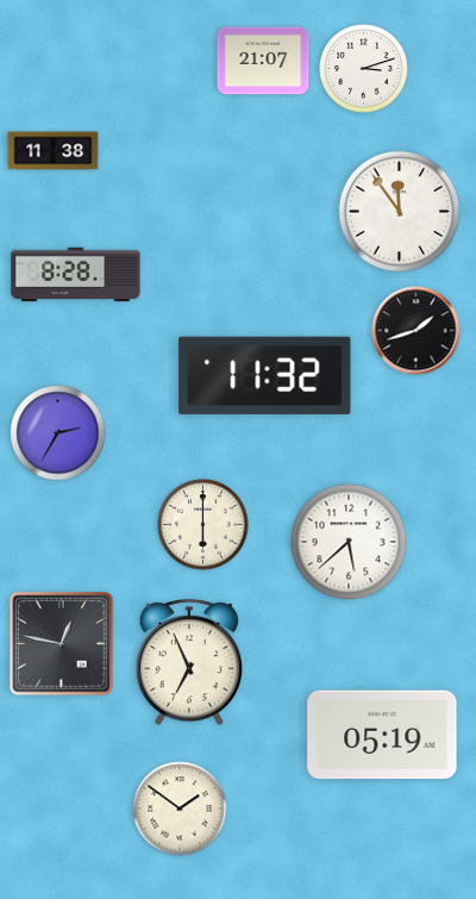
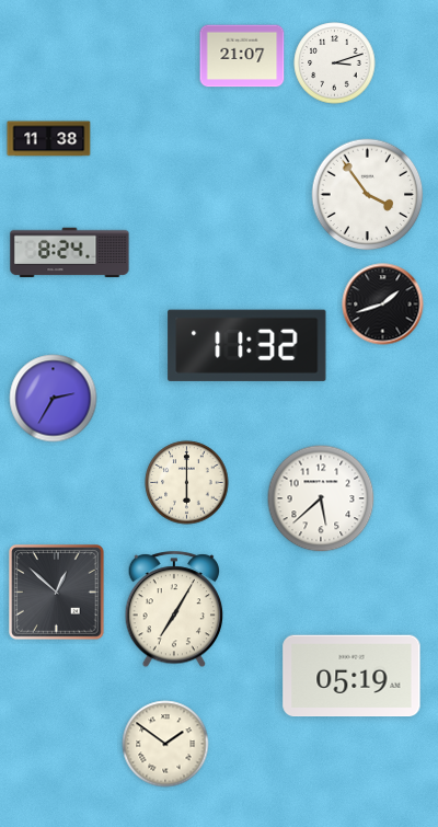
clock at (400, 212): 11:54 -> 3:54
clock at (76, 275): 8:28 -> 8:24
clock at (265, 375) position: (265, 375) -> (247, 345)
clock at (62, 644): 12:47 -> 12:52
clock at (189, 663): 6:56 -> 7:05
